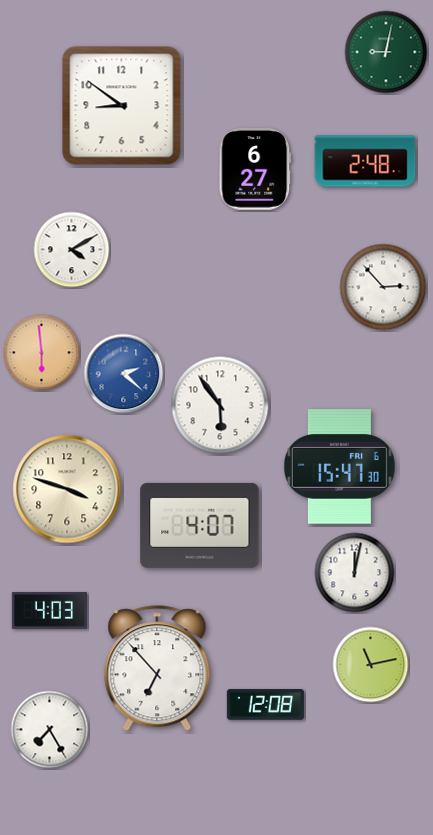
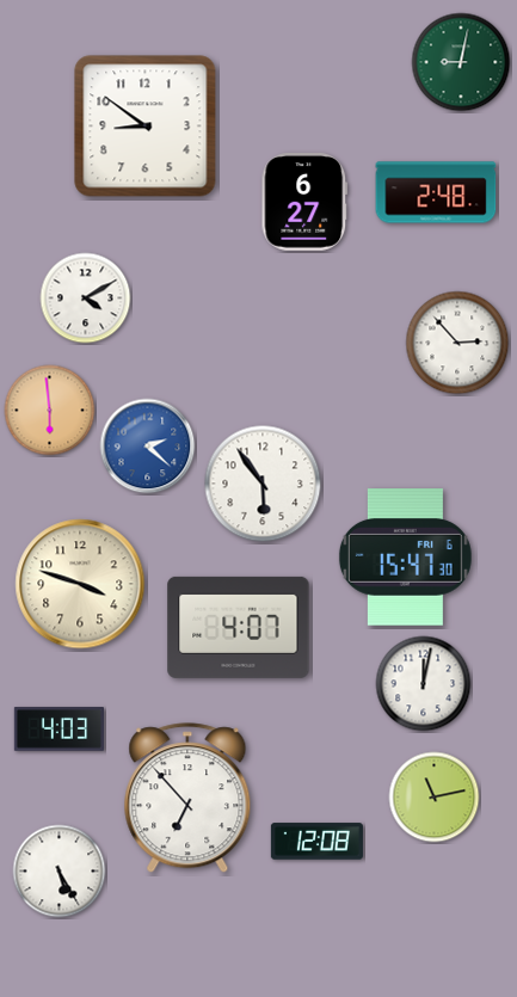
clock at (42, 353) position: (42, 353) -> (50, 411)
clock at (371, 665) position: (371, 665) -> (435, 798)
clock at (50, 730): 7:25 -> 5:25
